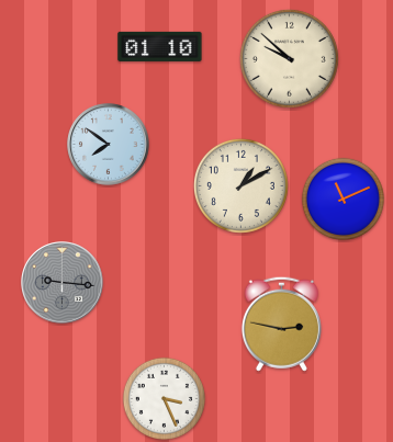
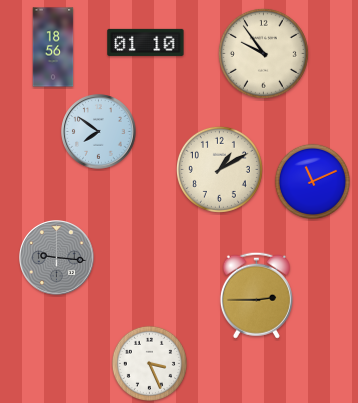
clock at (53, 47): none -> 18:56
clock at (289, 58): 9:52 -> 9:54
clock at (281, 324): 2:47 -> 2:45
